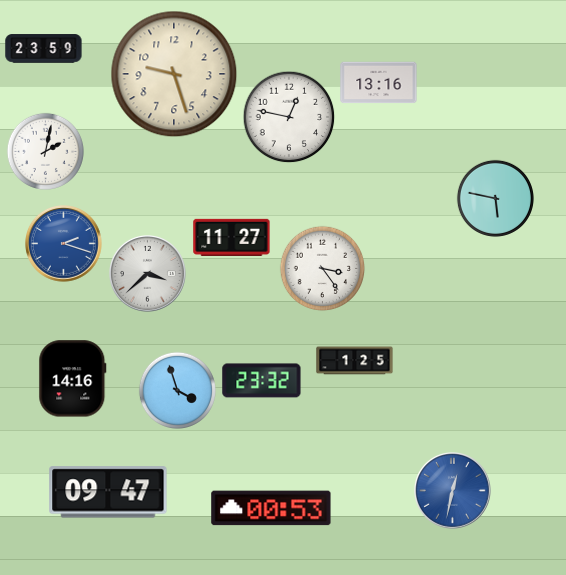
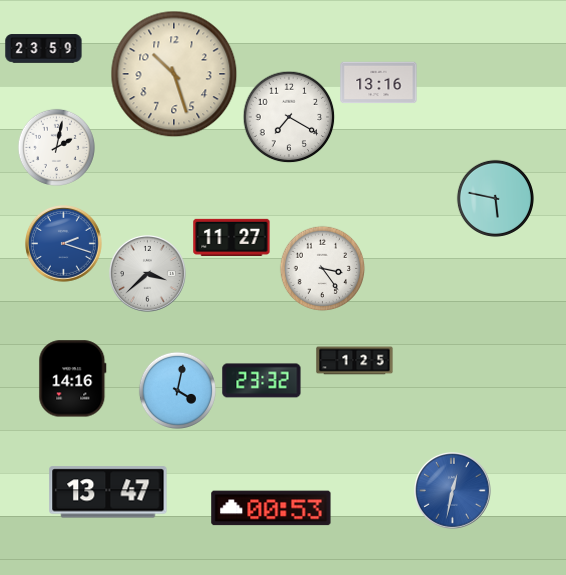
clock at (174, 74): 9:27 -> 10:27
clock at (289, 117): 12:47 -> 7:20
clock at (45, 151) position: (45, 151) -> (56, 147)
clock at (177, 390): 3:57 -> 4:02
clock at (108, 492): 09:47 -> 13:47
